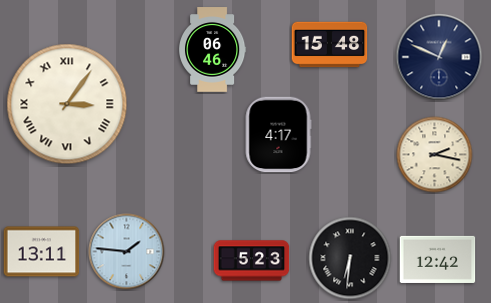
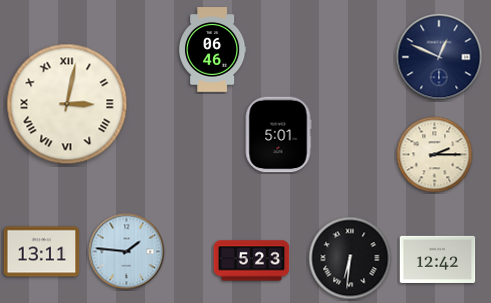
clock at (330, 45): 15:48 -> none
clock at (67, 104): 3:06 -> 3:02
clock at (278, 135): 4:17 -> 5:01
clock at (435, 155): 2:17 -> 2:15
